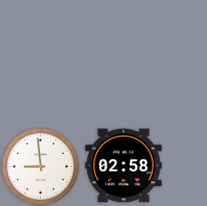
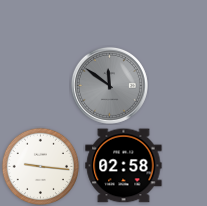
clock at (109, 85): none -> 11:51
clock at (40, 166): 8:59 -> 9:16
